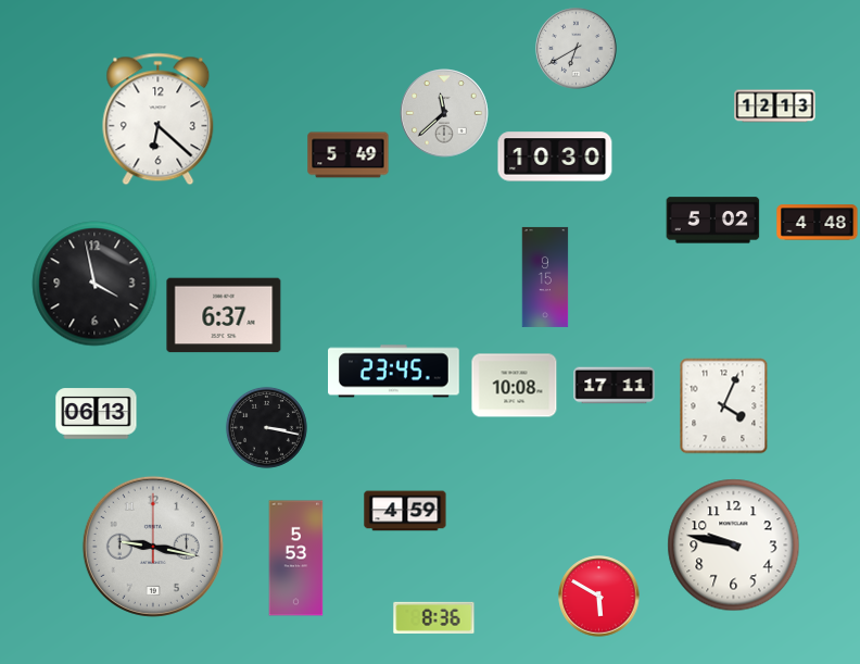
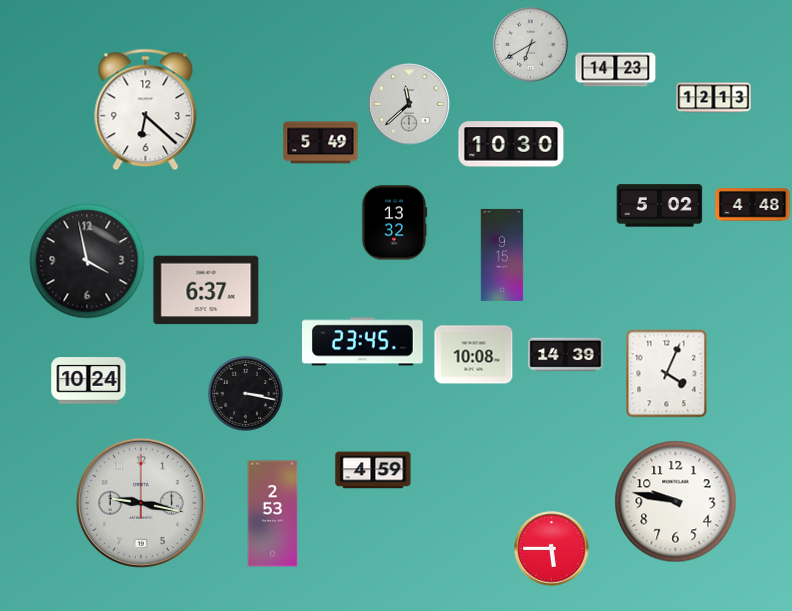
clock at (616, 70): none -> 14:23
clock at (713, 221) position: (713, 221) -> (660, 206)
clock at (394, 223): none -> 13:32
clock at (615, 386): 17:11 -> 14:39
clock at (97, 414): 06:13 -> 10:24
clock at (296, 559): 5:53 -> 2:53
clock at (599, 597): 5:50 -> 5:45
clock at (434, 617): 8:36 -> none
